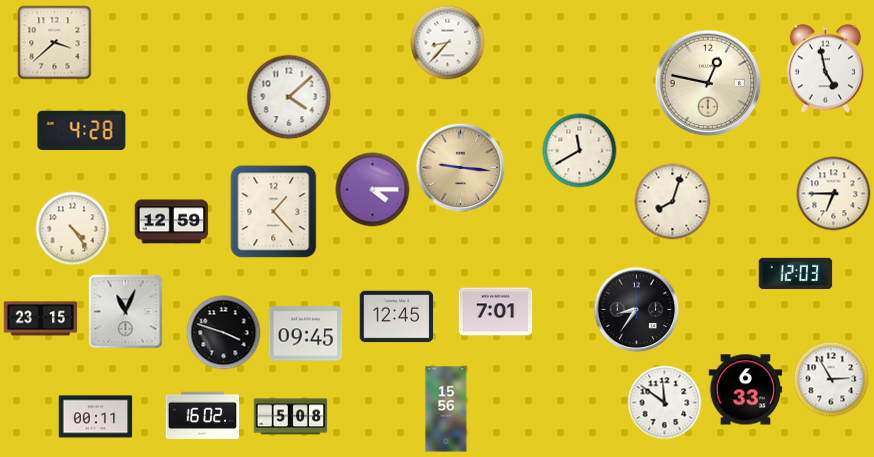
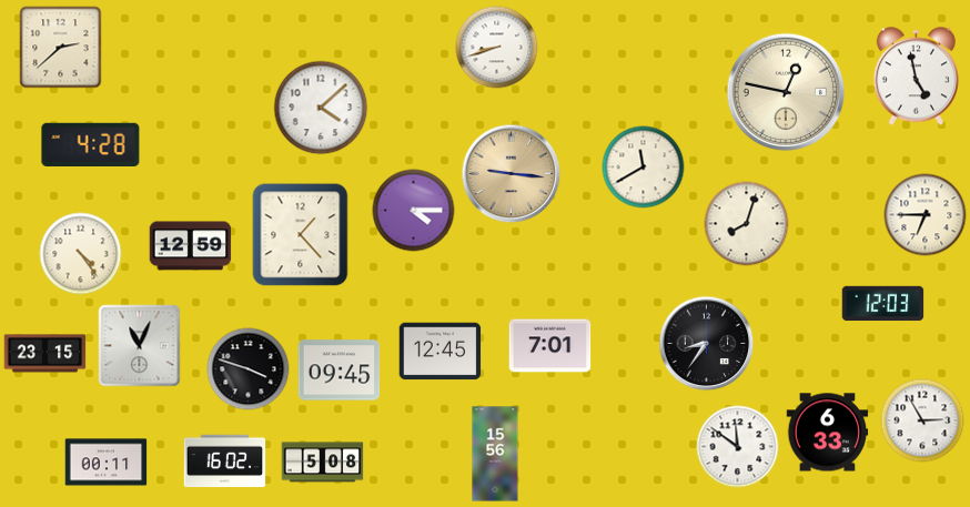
clock at (55, 43): 3:38 -> 2:38
clock at (448, 43): 8:37 -> 8:42
clock at (461, 168) position: (461, 168) -> (512, 174)
clock at (274, 212) position: (274, 212) -> (301, 235)
